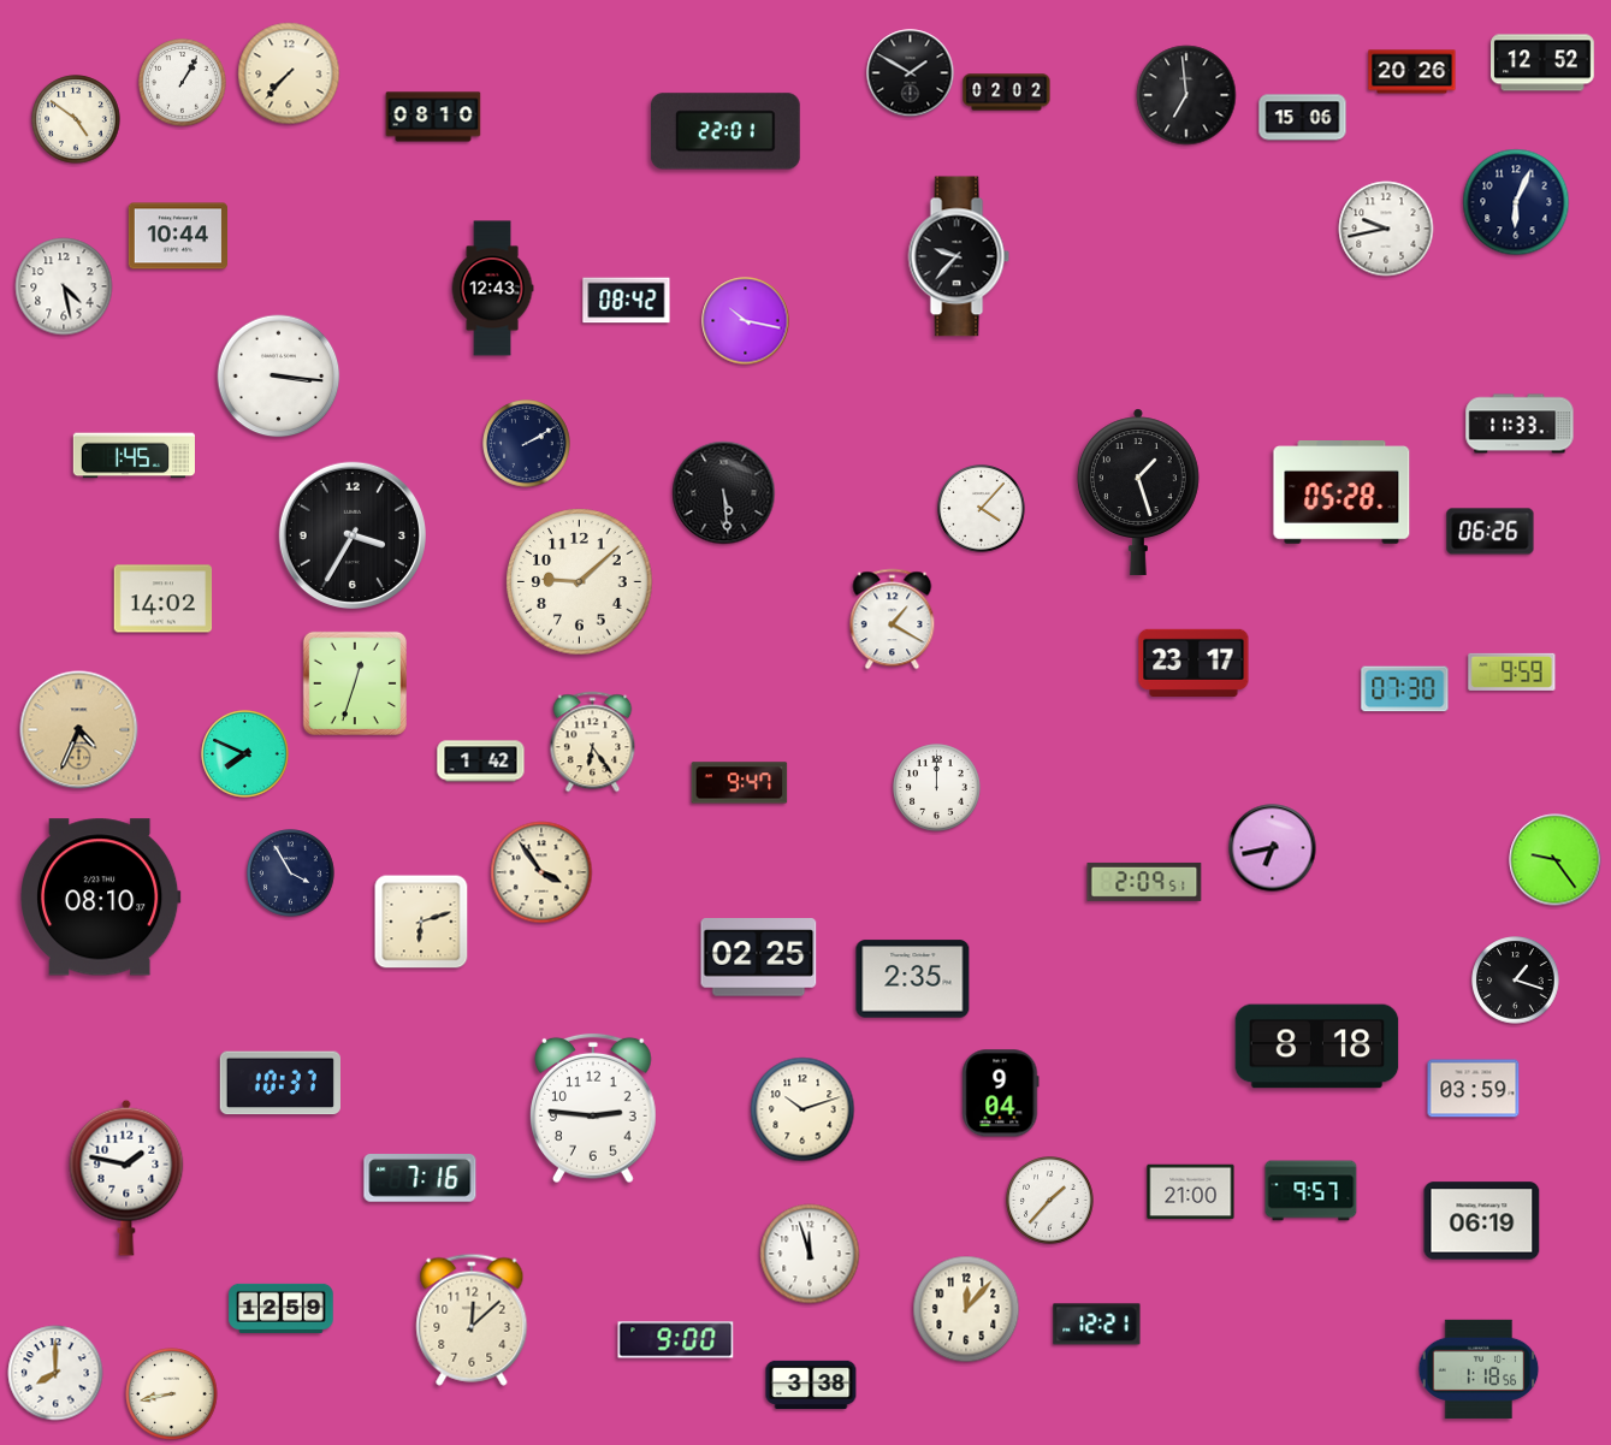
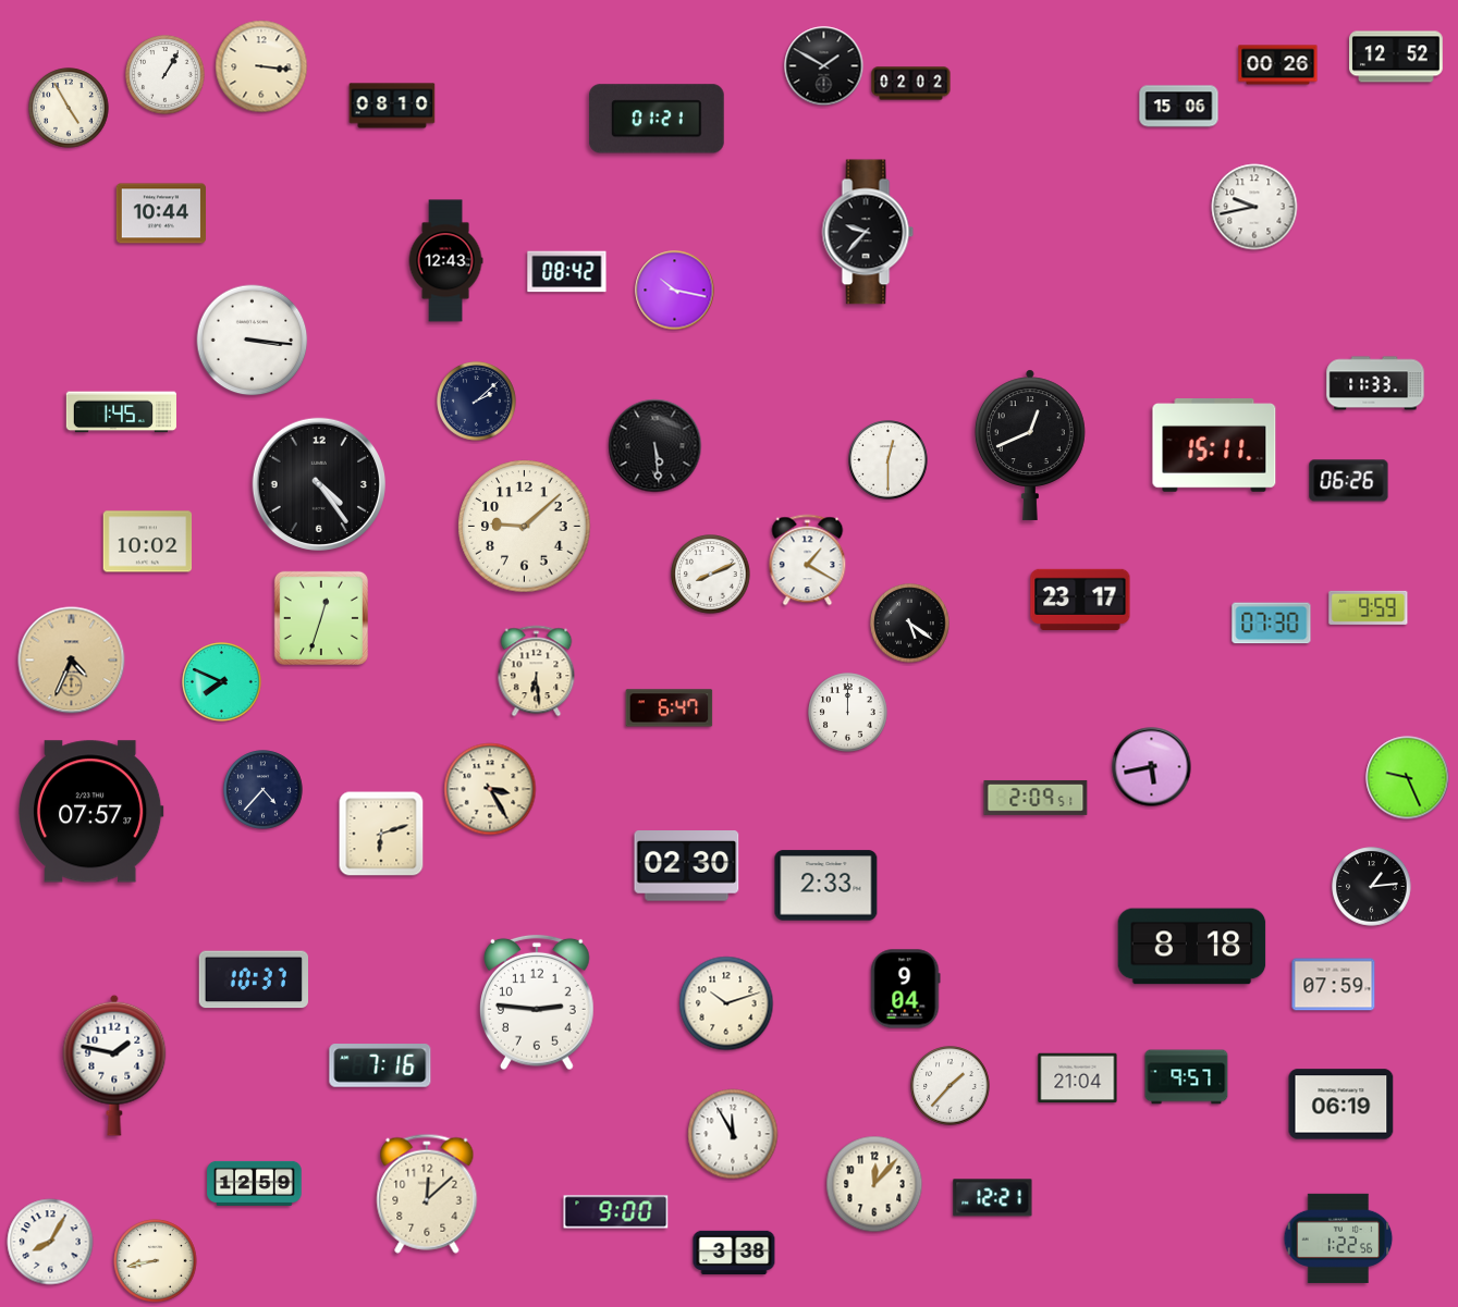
clock at (1412, 72): 20:26 -> 00:26
clock at (289, 73): 7:37 -> 3:16
clock at (1186, 95): 6:59 -> none
clock at (76, 119): 4:51 -> 4:55
clock at (725, 131): 22:01 -> 01:21
clock at (1516, 202): 6:04 -> none
clock at (64, 286): 4:28 -> none
clock at (527, 444): 2:10 -> 2:08
clock at (1138, 492): 1:27 -> 12:41
clock at (1341, 493): 05:28 -> 15:11
clock at (982, 509): 4:07 -> 12:30
clock at (351, 534): 3:35 -> 4:24
clock at (164, 599): 14:02 -> 10:02
clock at (711, 575): none -> 8:11
clock at (910, 624): none -> 5:21
clock at (593, 742): 6:24 -> 6:29
clock at (481, 762): 1:42 -> none
clock at (740, 783): 9:47 -> 6:47
clock at (1273, 848): 6:43 -> 5:43
clock at (1556, 860): 9:24 -> 9:26
clock at (541, 872): 3:54 -> 3:25
clock at (291, 873): 3:55 -> 4:37
clock at (100, 898): 08:10 -> 07:57
clock at (759, 958): 02:25 -> 02:30
clock at (913, 979): 2:35 -> 2:33
clock at (1516, 981): 1:18 -> 1:14
clock at (1474, 1089): 03:59 -> 07:59
clock at (1191, 1192): 21:00 -> 21:04
clock at (810, 1254): 11:57 -> 11:55
clock at (676, 1340) position: (676, 1340) -> (616, 1212)
clock at (1479, 1369): 1:18 -> 1:22
clock at (55, 1373): 8:00 -> 8:05
